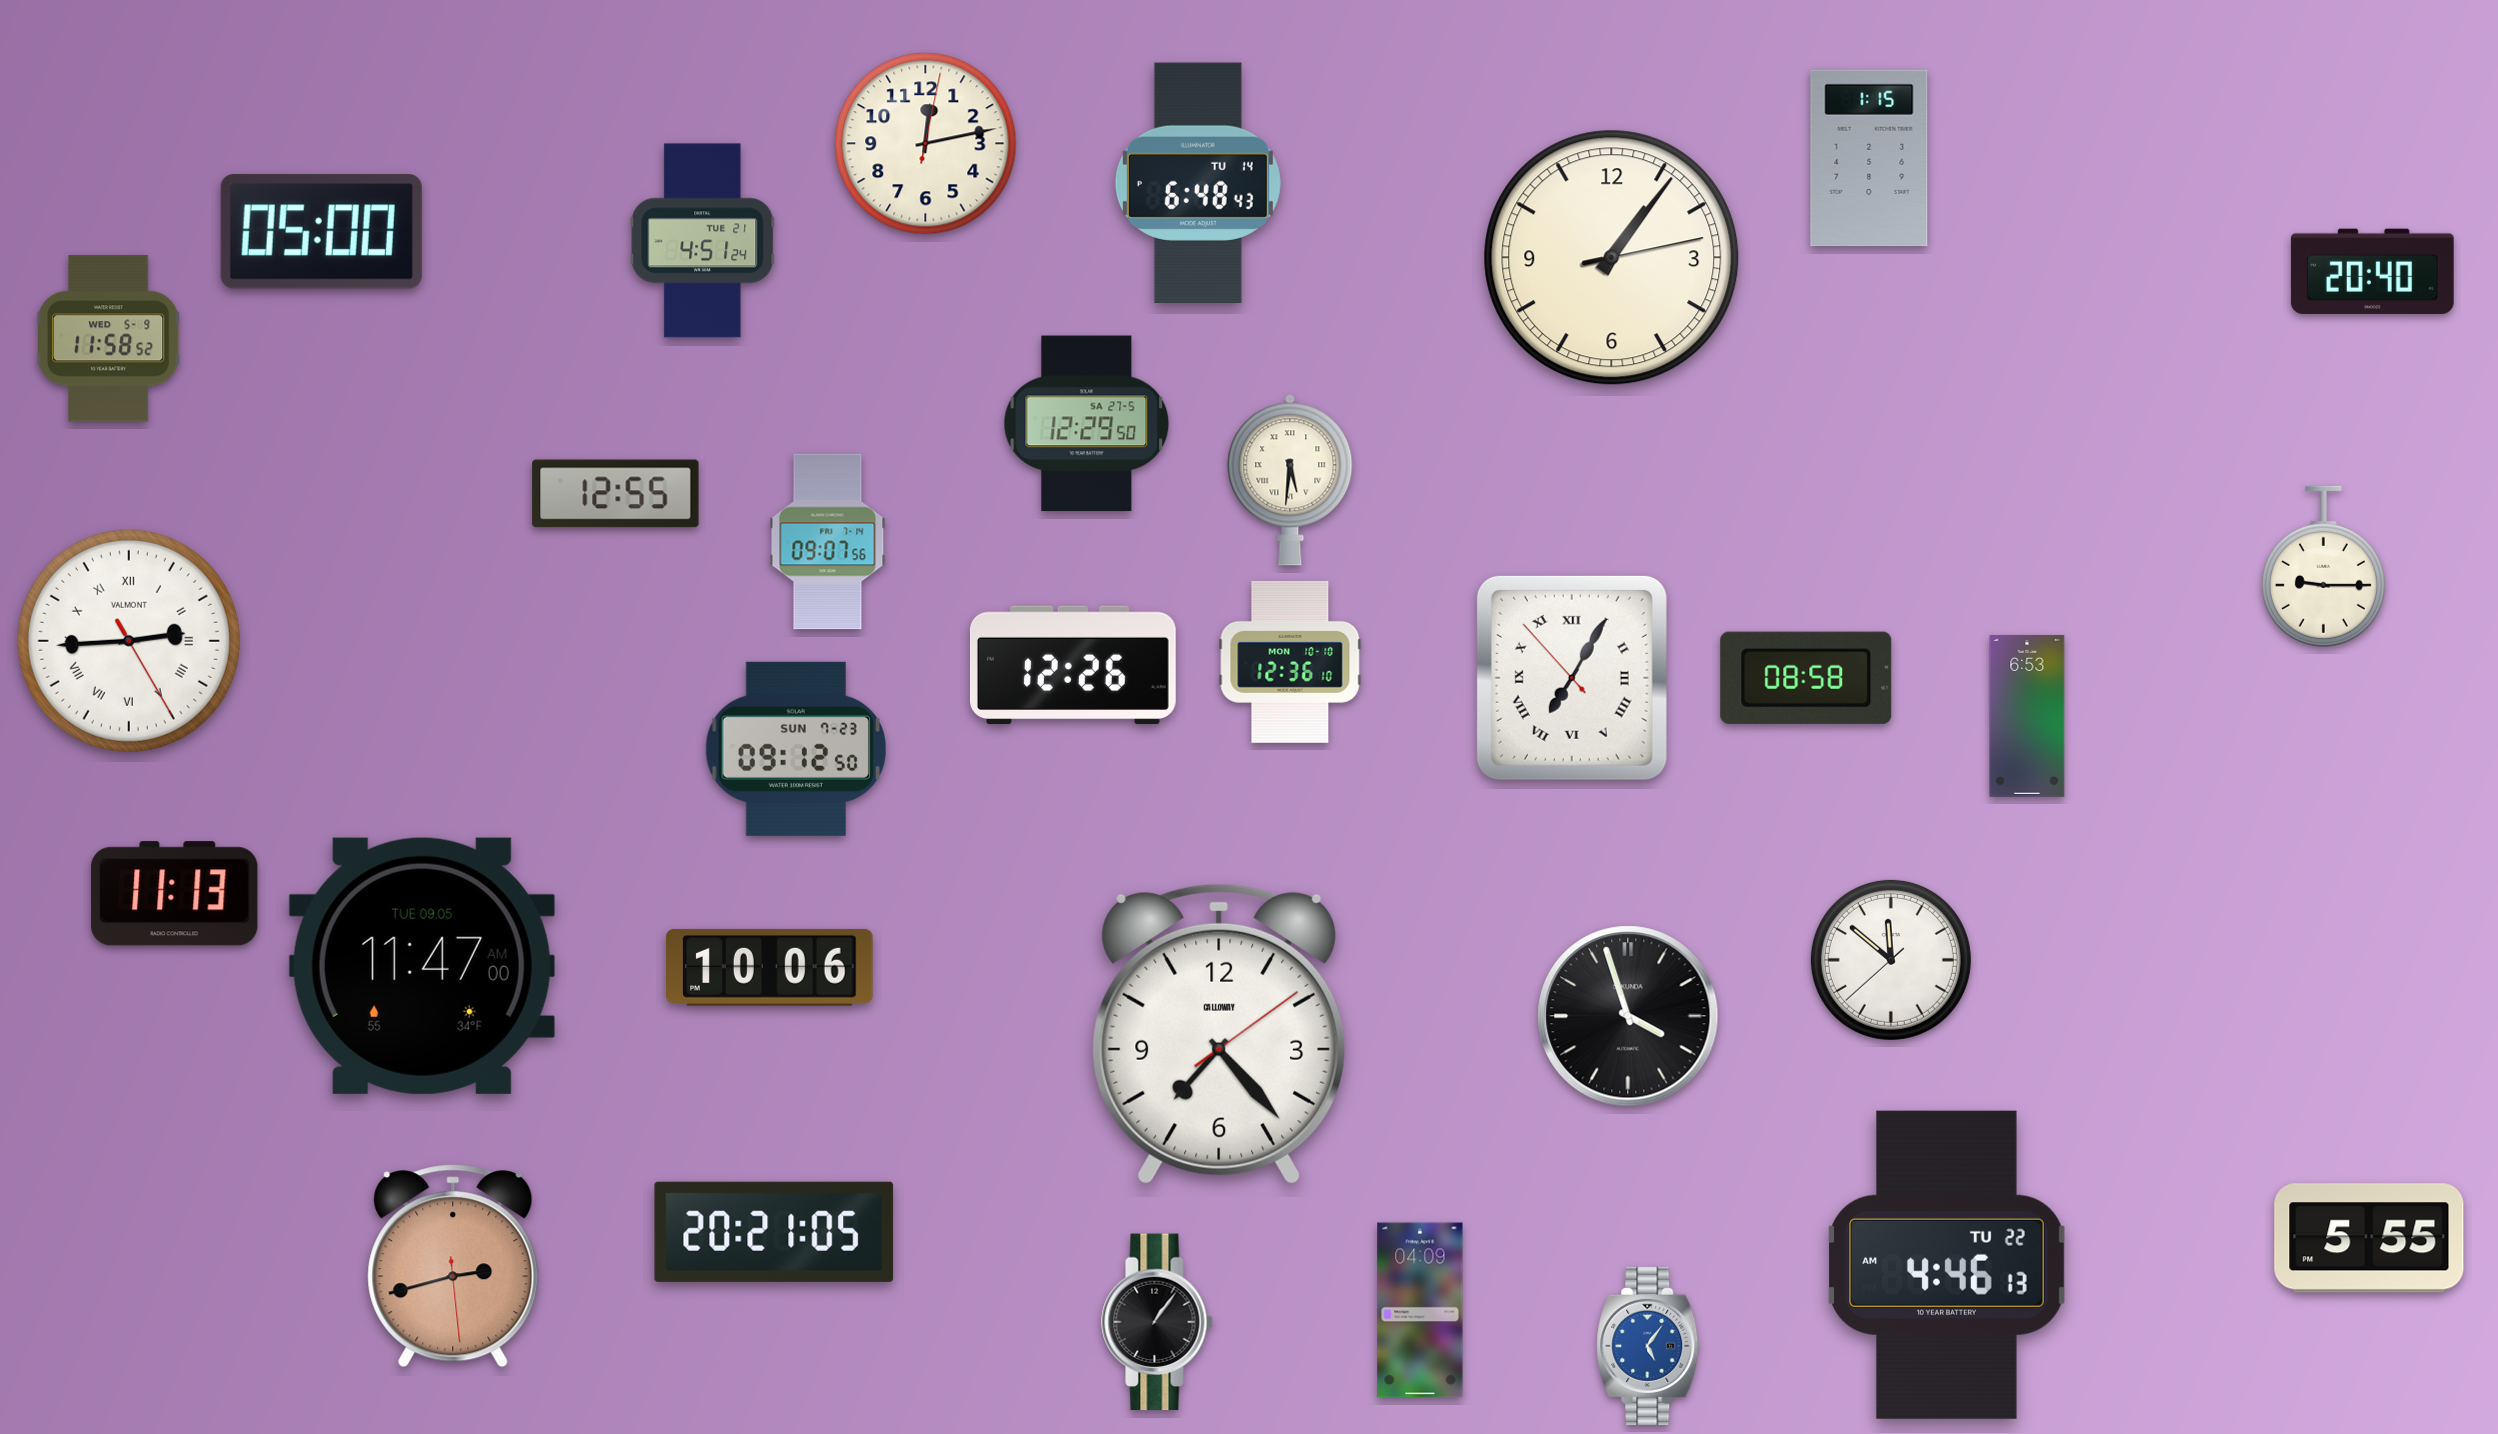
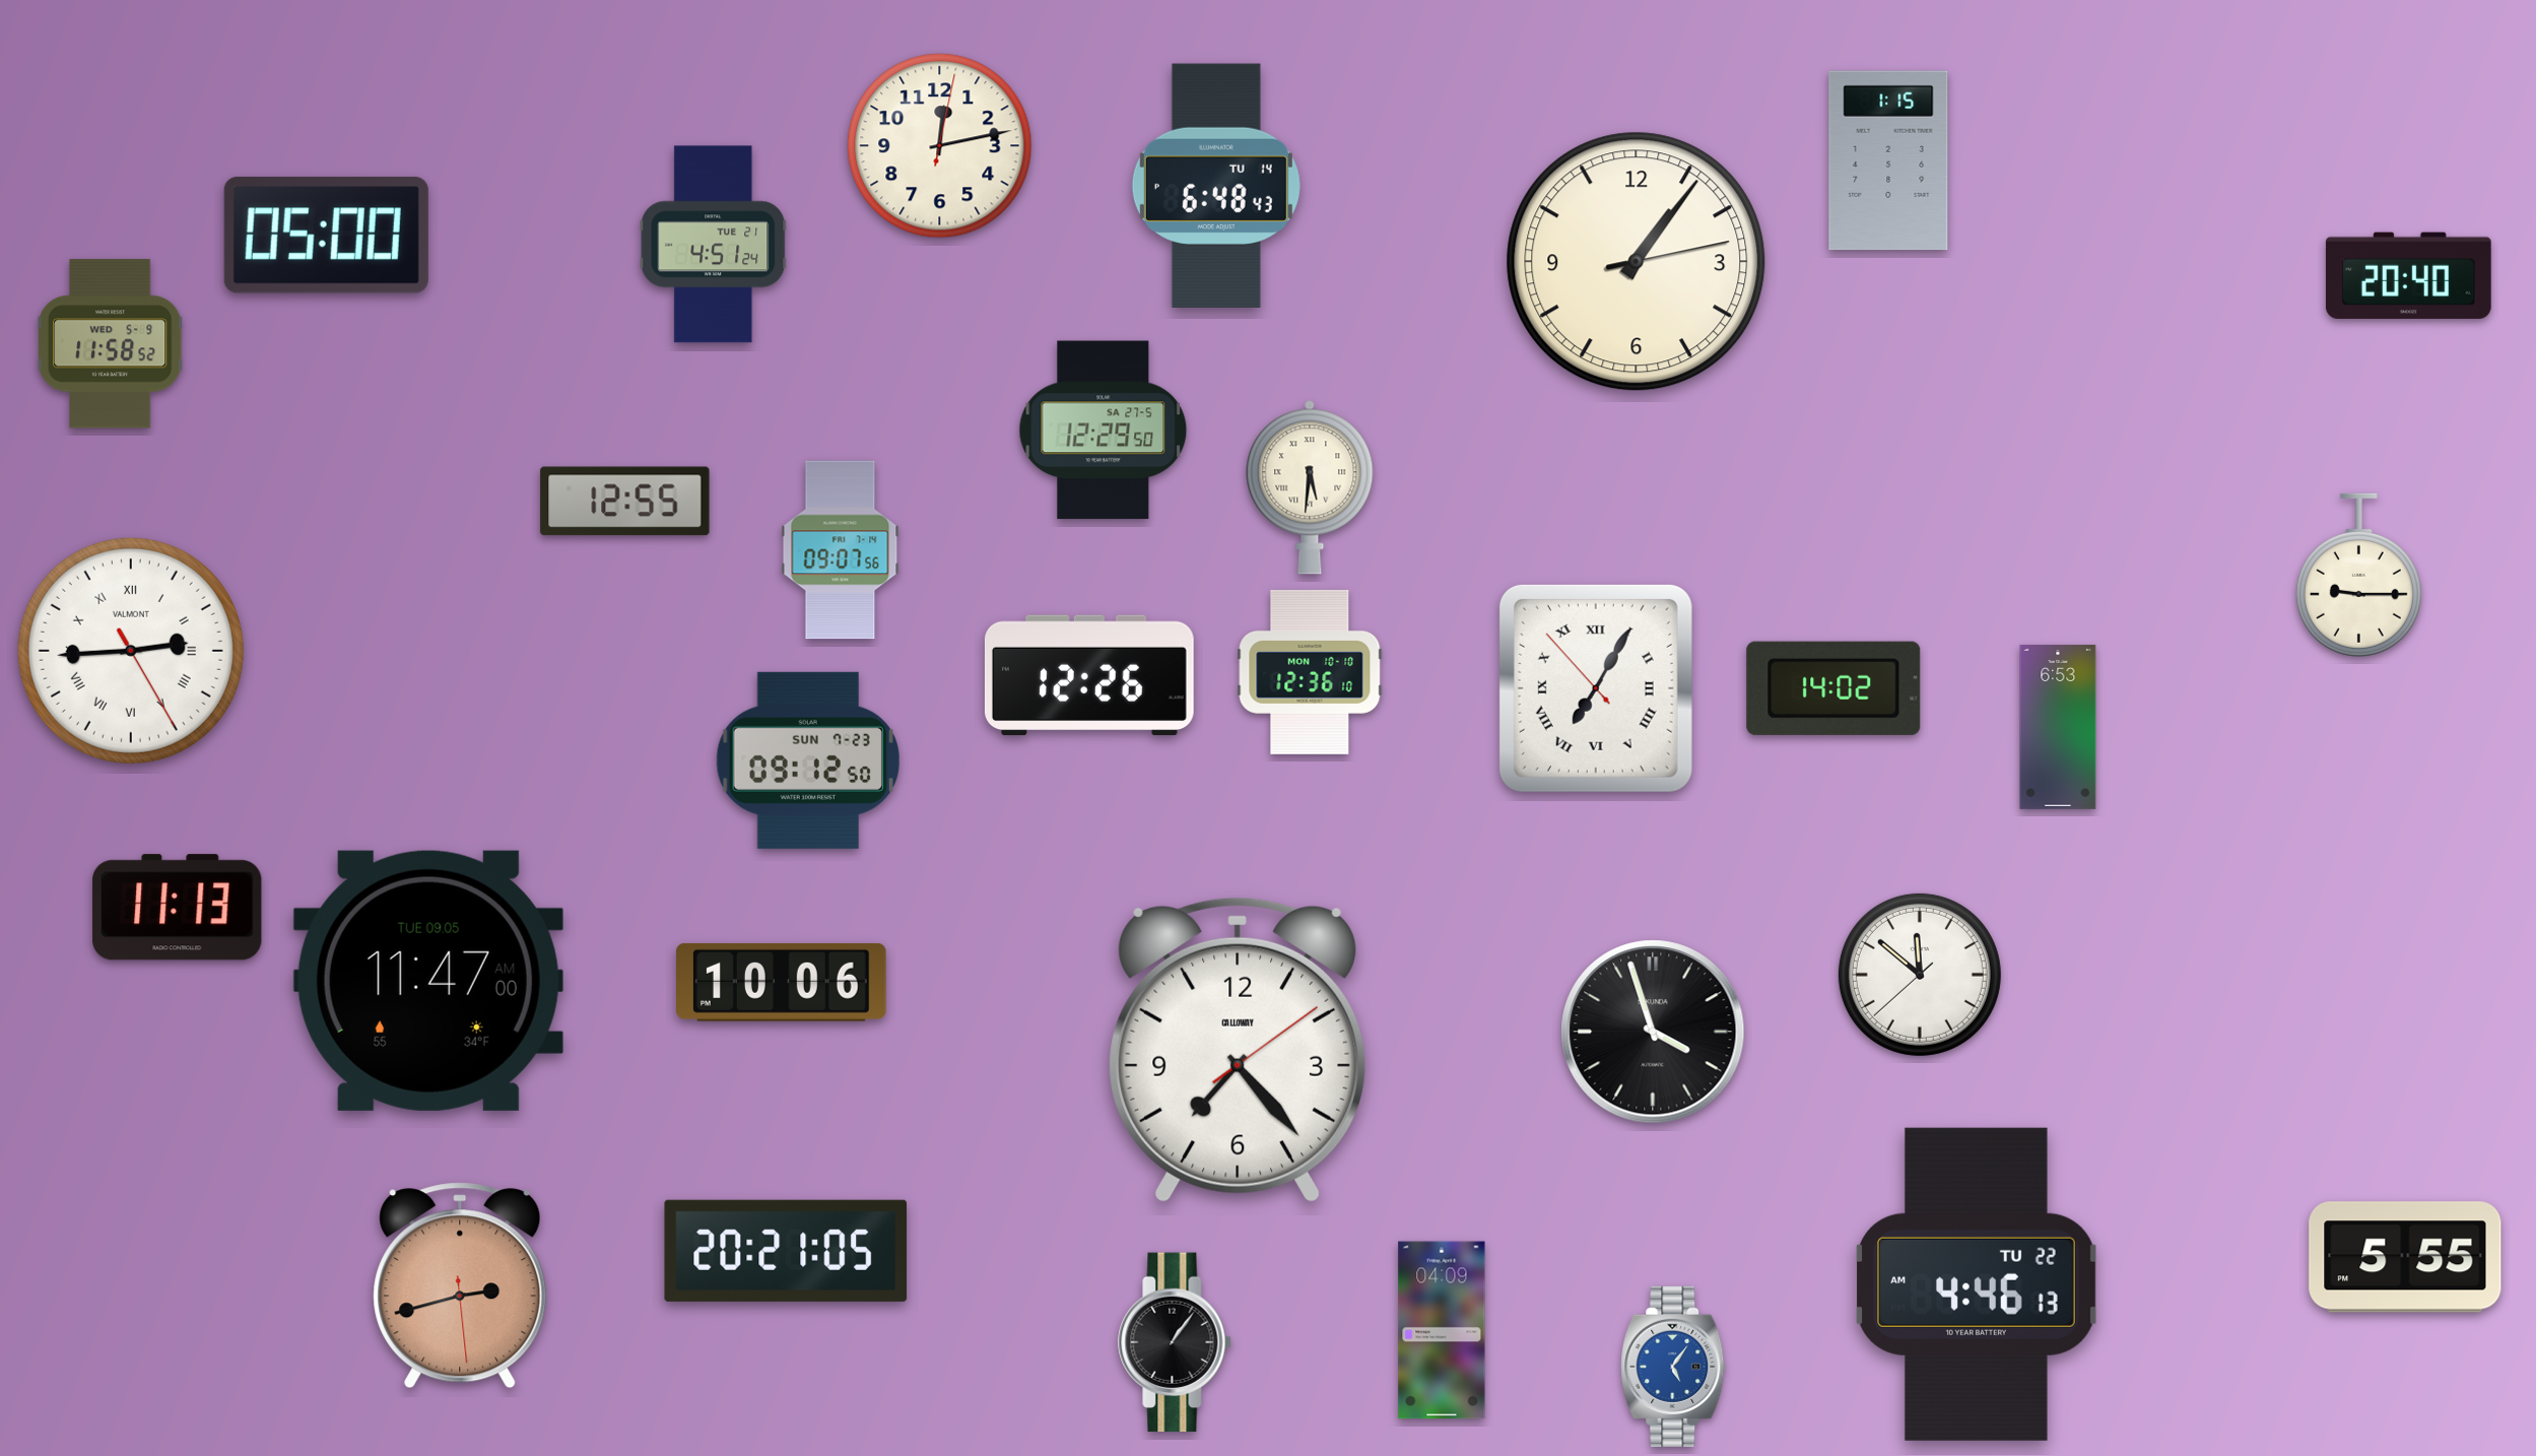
clock at (1869, 158) position: (1869, 158) -> (1888, 160)
clock at (1806, 678): 08:58 -> 14:02
